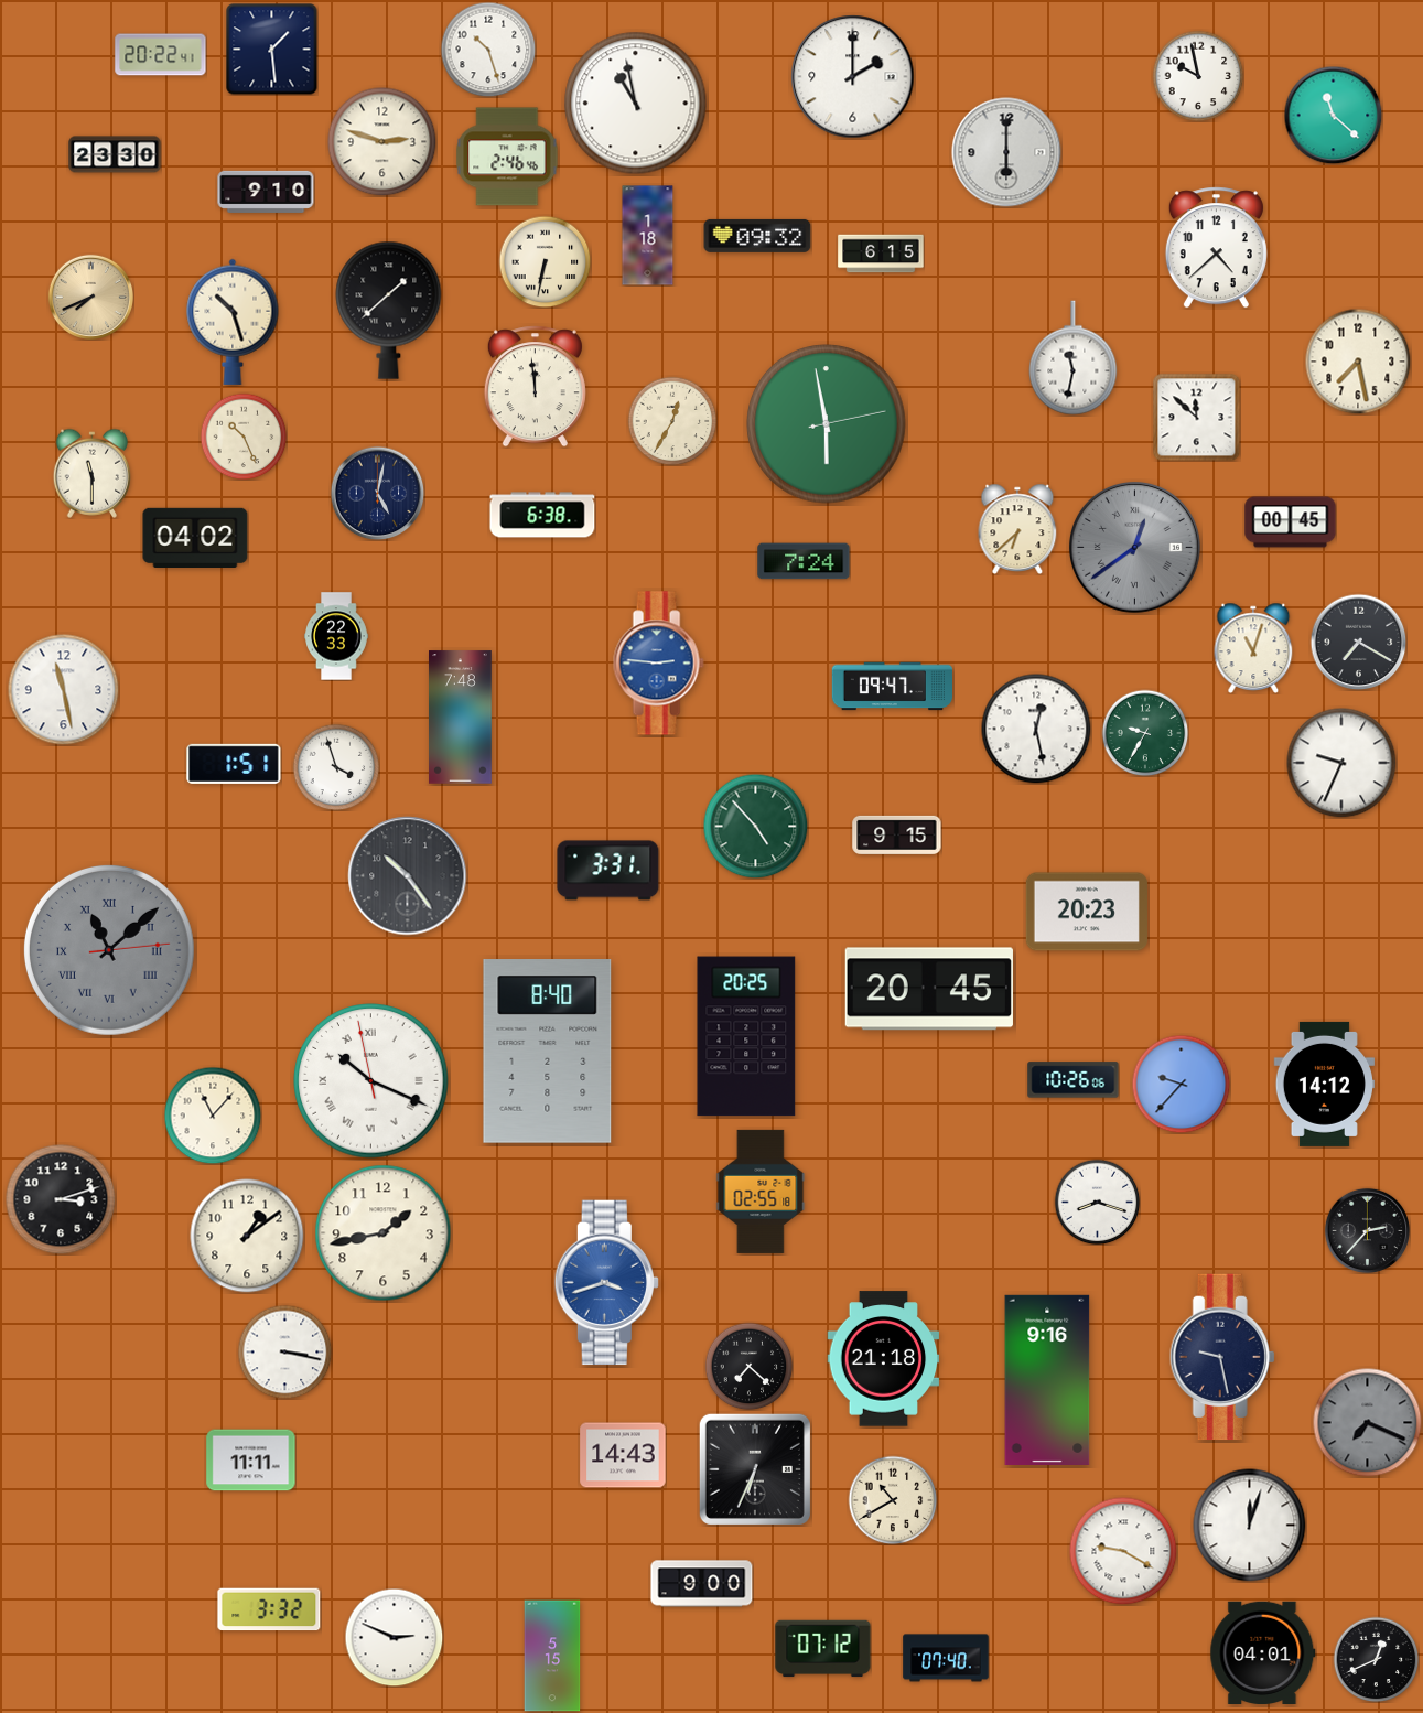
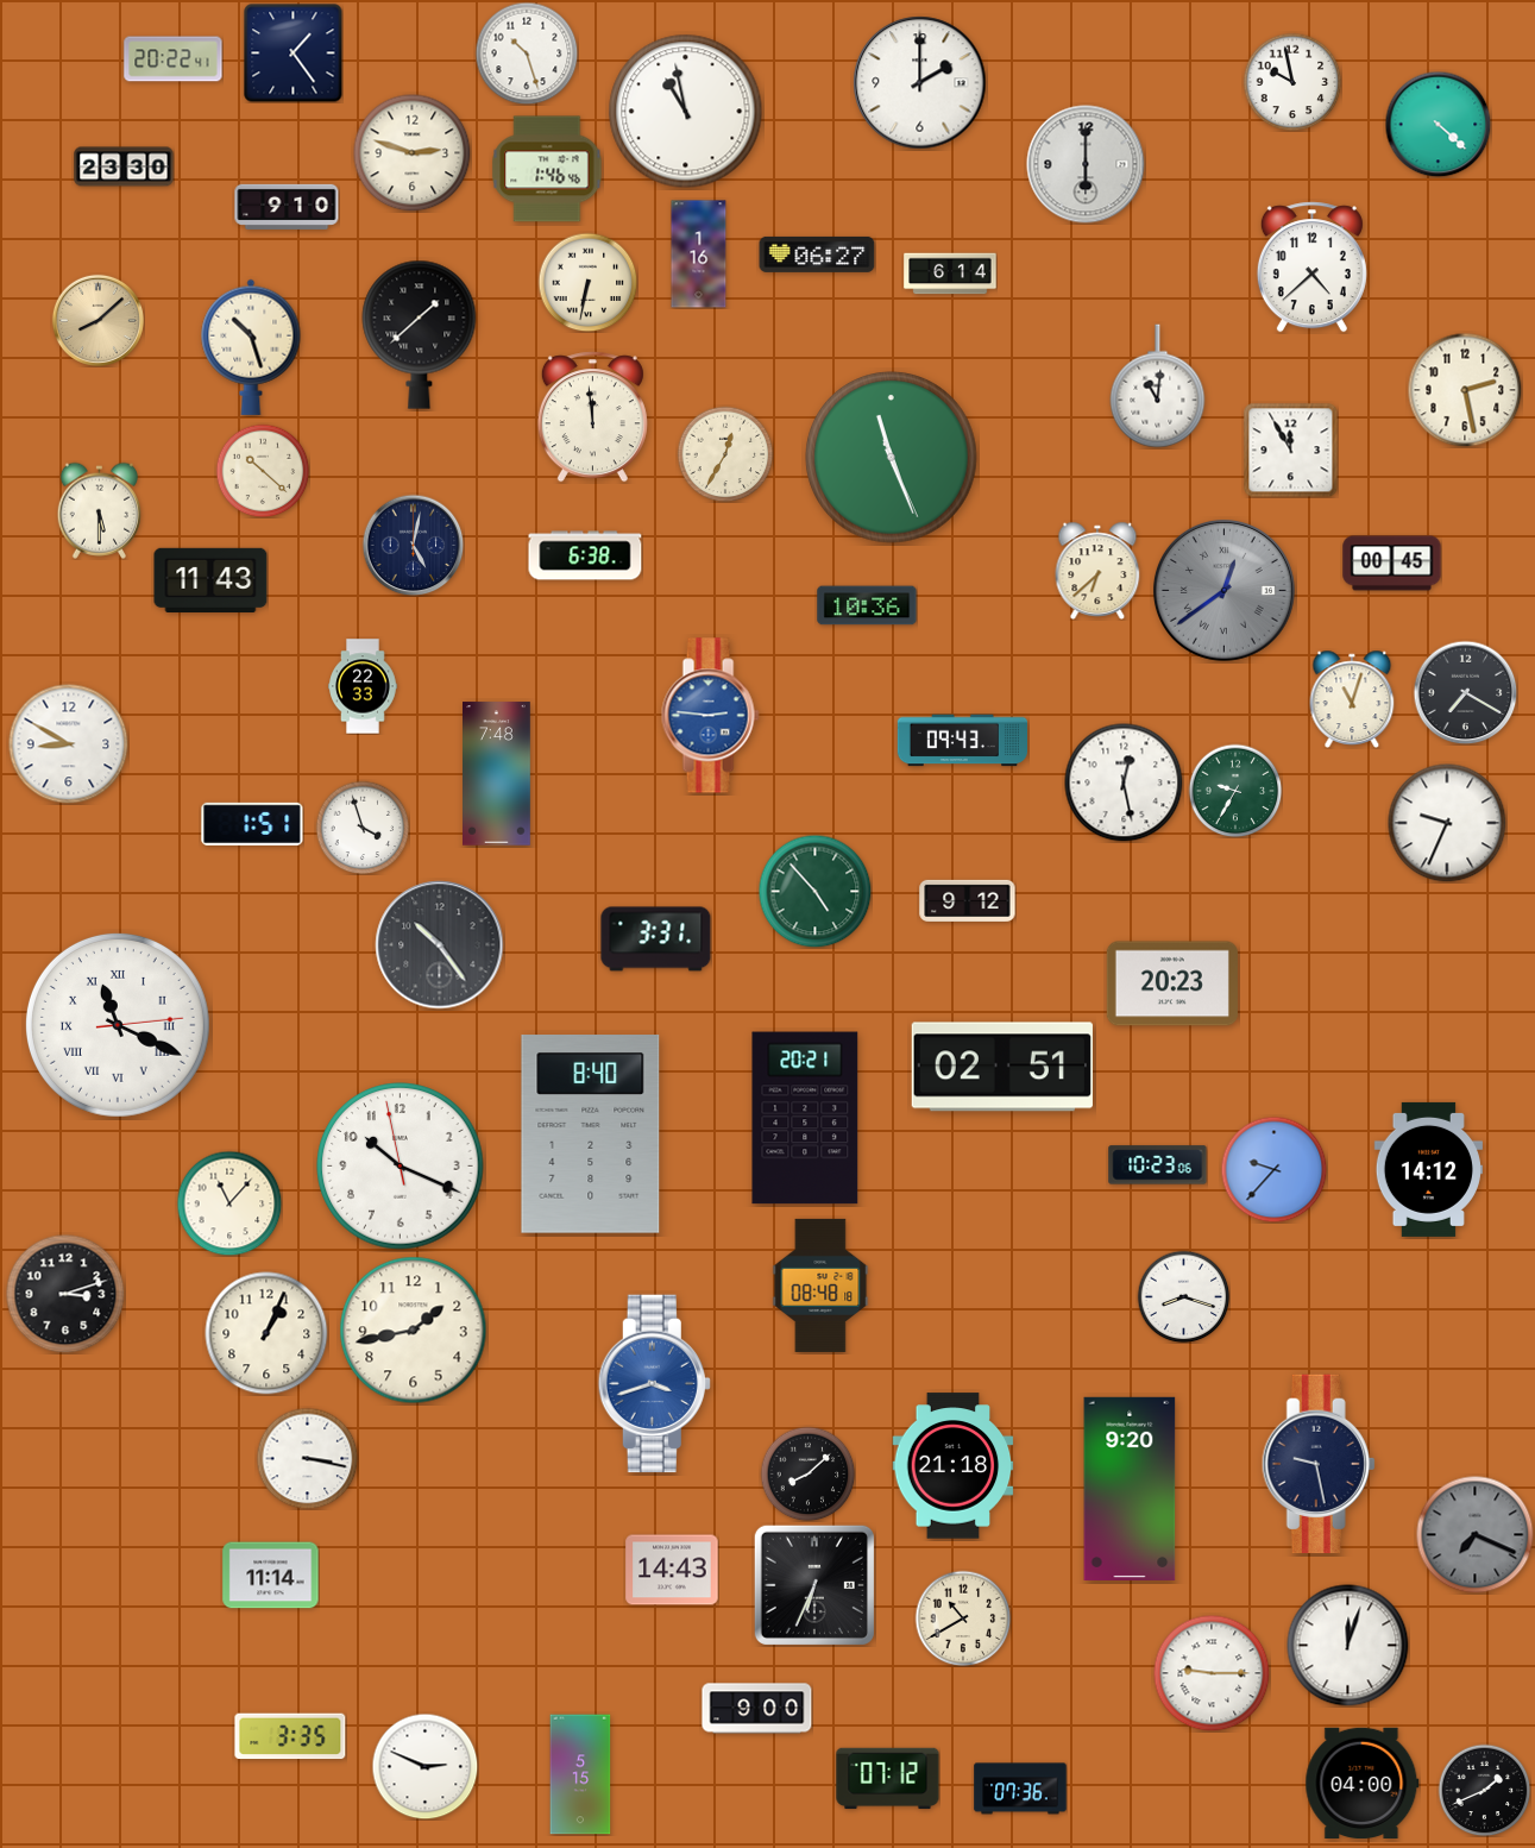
clock at (271, 49): 1:29 -> 1:24
clock at (1333, 115): 11:22 -> 4:22
clock at (507, 157): 2:46 -> 1:46
clock at (648, 236): 1:18 -> 1:16
clock at (757, 236): 09:32 -> 06:27
clock at (881, 254): 6:15 -> 6:14
clock at (90, 297): 7:41 -> 8:08
clock at (1074, 358): 11:32 -> 11:01
clock at (1358, 362): 7:28 -> 2:28
clock at (535, 387) position: (535, 387) -> (592, 417)
clock at (1196, 417): 11:52 -> 11:55
clock at (827, 424): 5:58 -> 11:26
clock at (244, 437): 10:26 -> 10:22
clock at (91, 473): 11:30 -> 5:30
clock at (377, 493) position: (377, 493) -> (413, 545)
clock at (195, 537): 04:02 -> 11:43
clock at (804, 561): 7:24 -> 10:36
clock at (892, 687): 09:47 -> 09:43
clock at (64, 690): 11:28 -> 8:50
clock at (1036, 729) position: (1036, 729) -> (1124, 782)
clock at (897, 834): 9:15 -> 9:12
clock at (109, 950): 11:08 -> 11:19
clock at (109, 950) dial: grey -> white
clock at (929, 989): 20:45 -> 02:51
clock at (746, 1036): 20:25 -> 20:21
clock at (1074, 1080): 10:26 -> 10:23
clock at (371, 1081) numerals: Roman -> Arabic
clock at (761, 1192): 02:55 -> 08:48
clock at (1367, 1230): 2:37 -> none
clock at (247, 1236): 1:09 -> 1:04
clock at (748, 1366): 7:22 -> 8:08
clock at (1047, 1380): 9:16 -> 9:20
clock at (251, 1461): 11:11 -> 11:14
clock at (1123, 1551): 9:20 -> 9:15
clock at (269, 1609): 3:32 -> 3:35
clock at (1263, 1652): 04:01 -> 04:00
clock at (552, 1656) position: (552, 1656) -> (580, 1774)
clock at (946, 1658): 07:40 -> 07:36
clock at (1376, 1659): 12:41 -> 1:41
